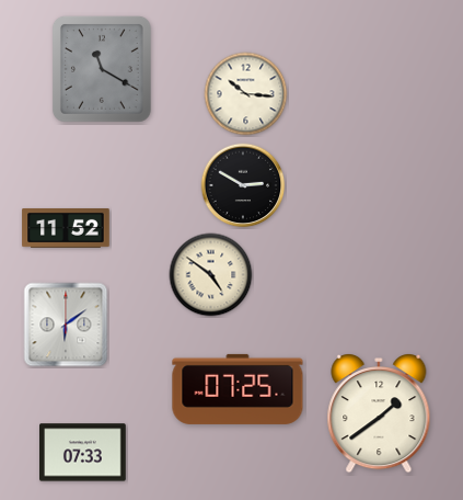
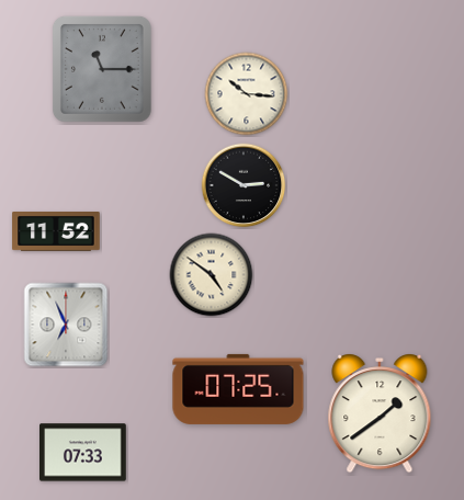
clock at (102, 70): 11:20 -> 11:15
clock at (66, 229) position: (66, 229) -> (56, 232)
clock at (66, 325): 6:09 -> 6:56
